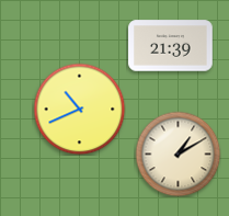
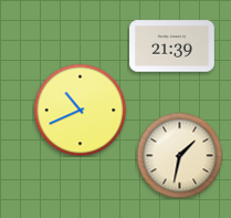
clock at (178, 154): 1:10 -> 1:32
